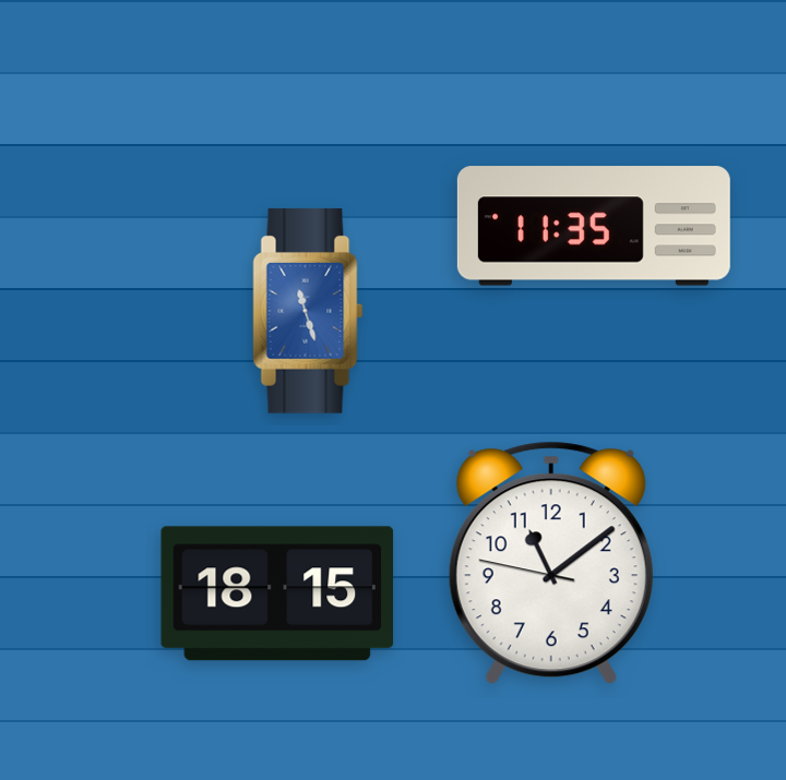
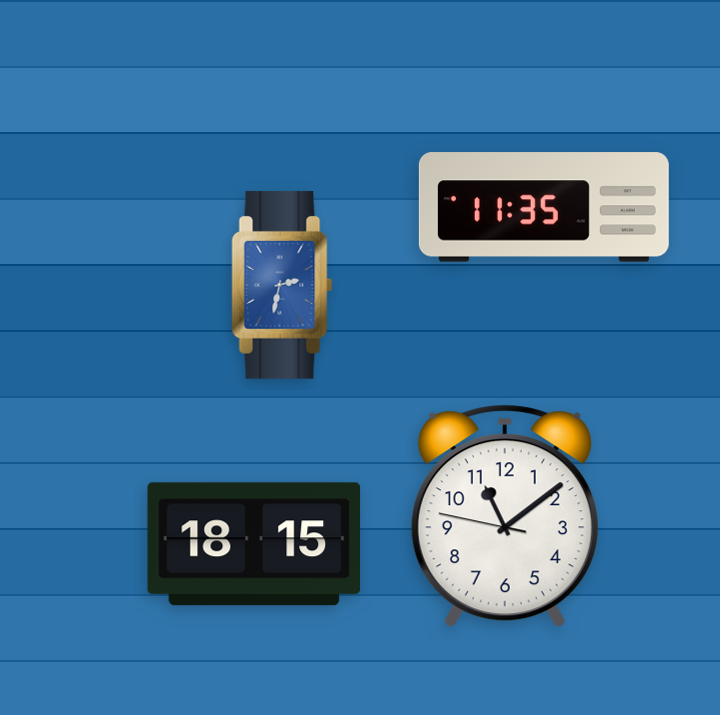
clock at (308, 312): 11:27 -> 2:32
